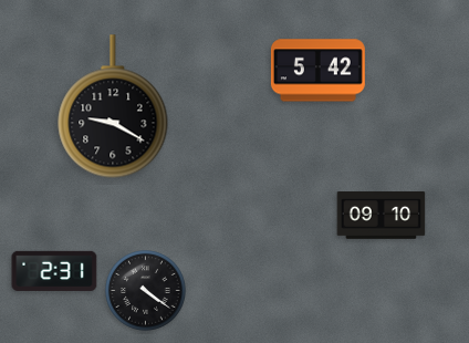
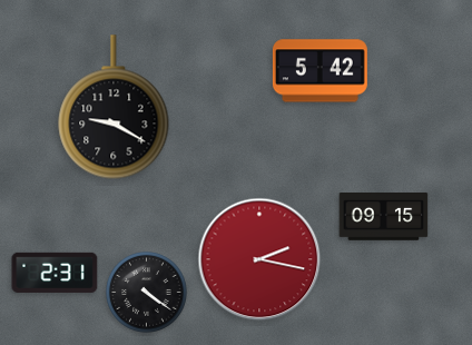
clock at (382, 216): 09:10 -> 09:15
clock at (259, 259): none -> 2:17
